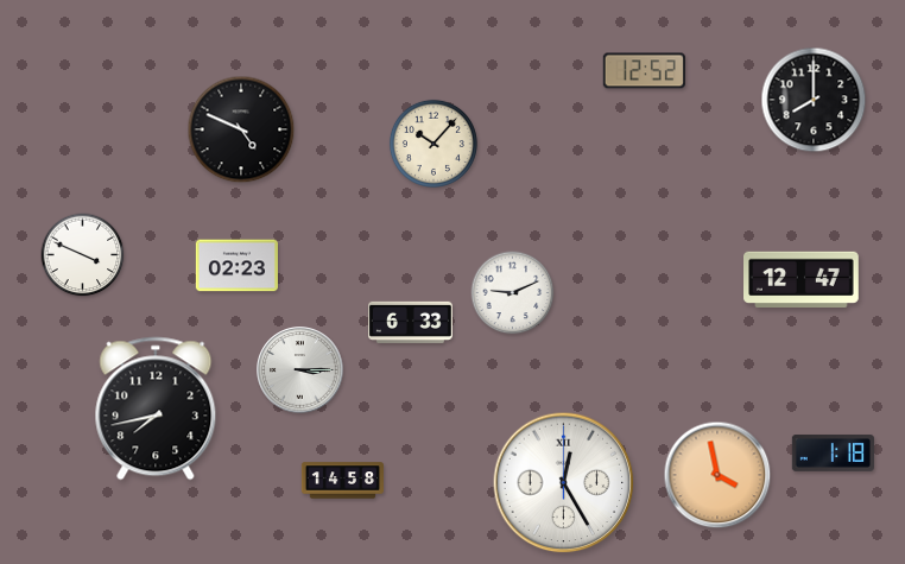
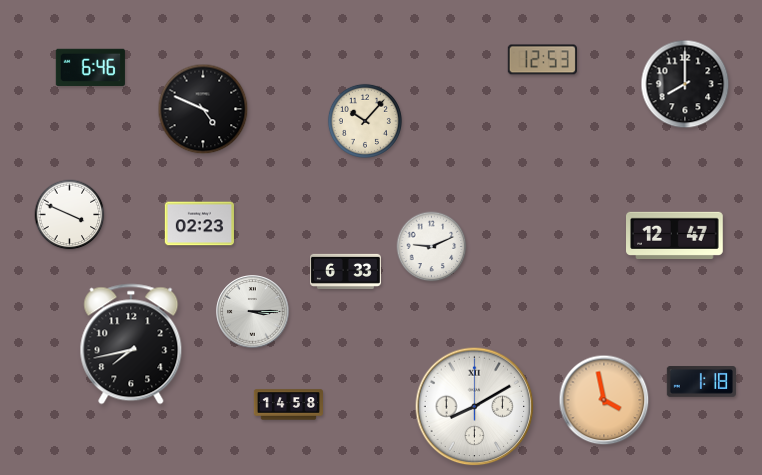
clock at (644, 71): 12:52 -> 12:53
clock at (90, 67): none -> 6:46
clock at (564, 483): 12:25 -> 8:10
